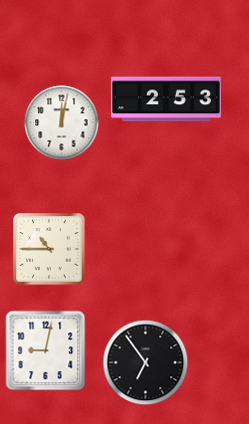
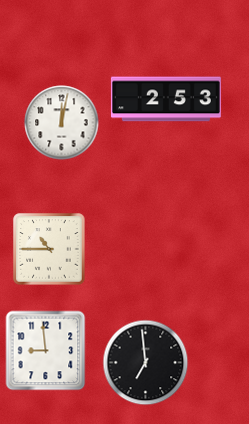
clock at (46, 351): 9:02 -> 8:59
clock at (146, 363): 6:54 -> 6:59
